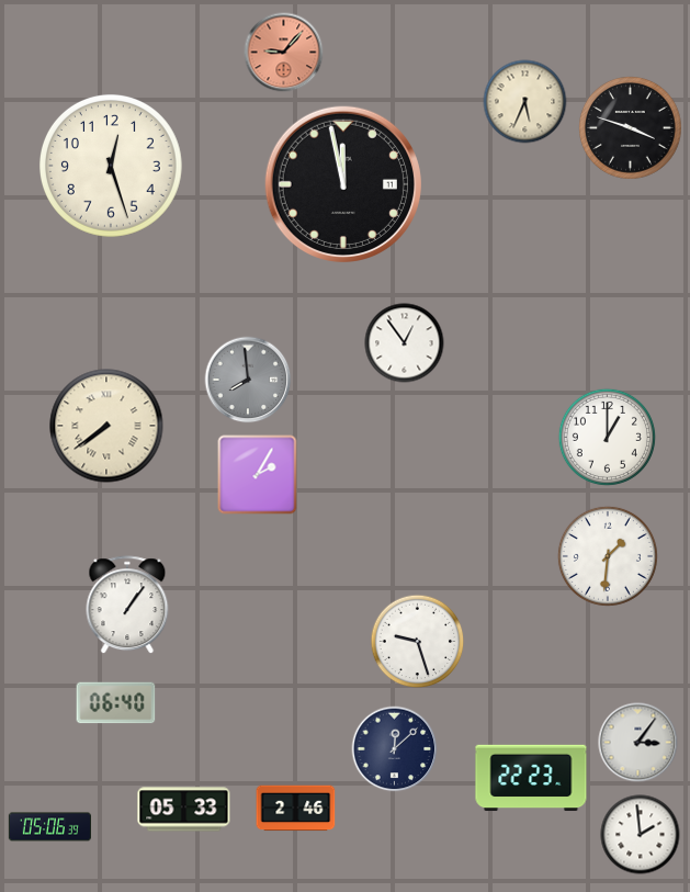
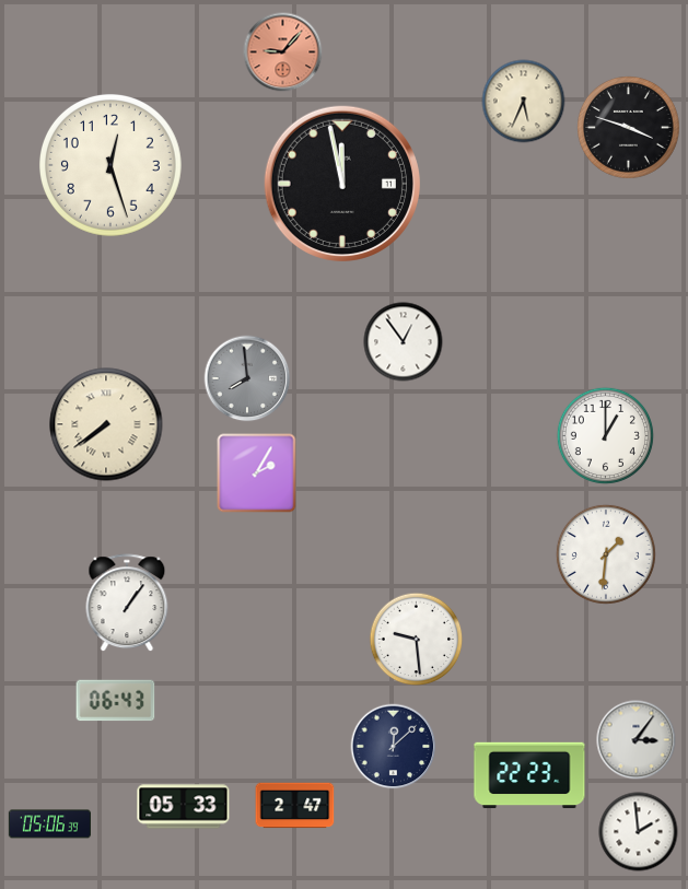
clock at (418, 642): 9:27 -> 9:29
clock at (116, 703): 06:40 -> 06:43
clock at (296, 809): 2:46 -> 2:47
